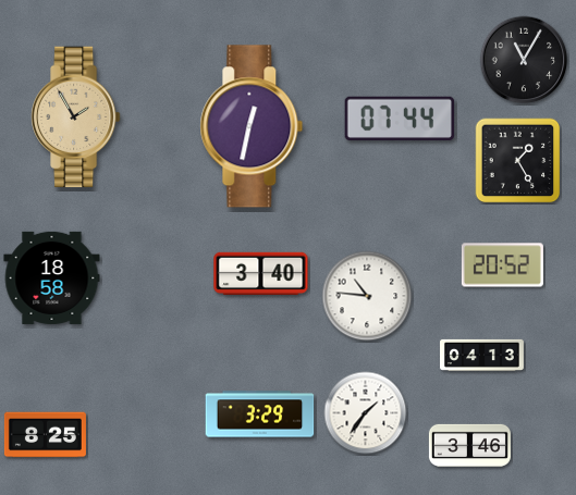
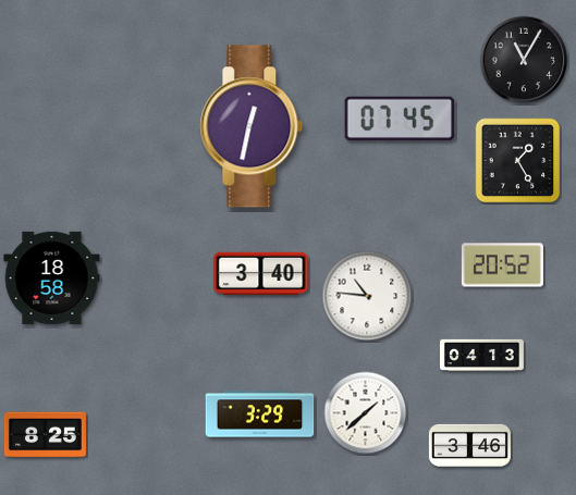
clock at (75, 117): 1:55 -> none
clock at (400, 119): 07:44 -> 07:45
clock at (366, 413): 1:36 -> 1:38
